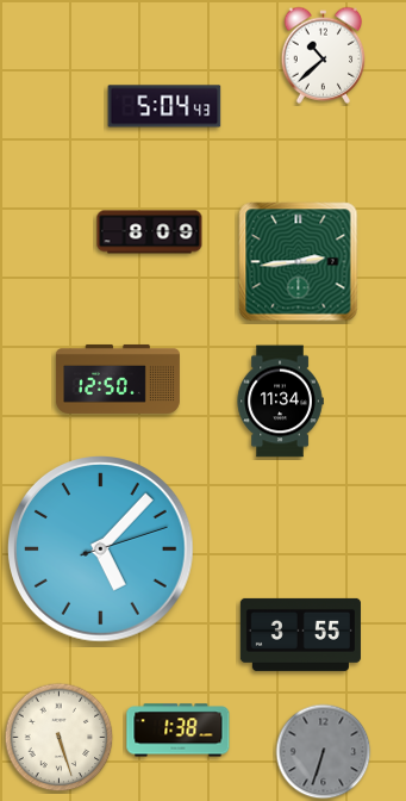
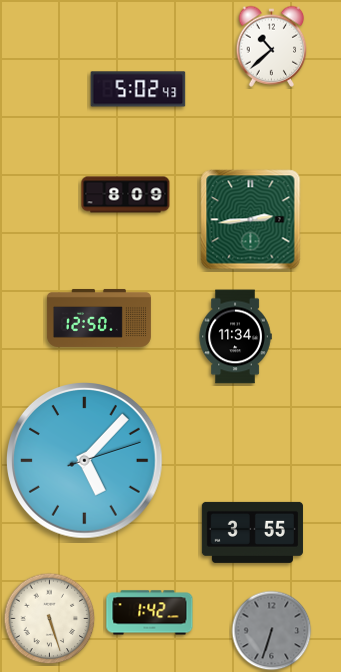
clock at (164, 106): 5:04 -> 5:02
clock at (179, 731): 1:38 -> 1:42
